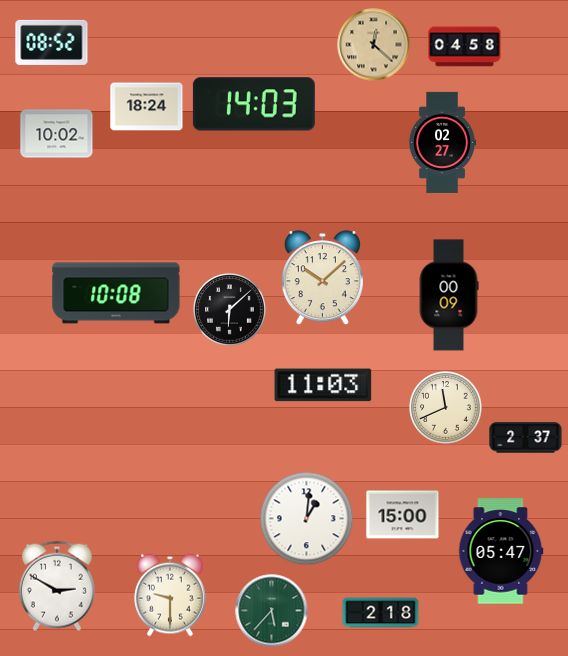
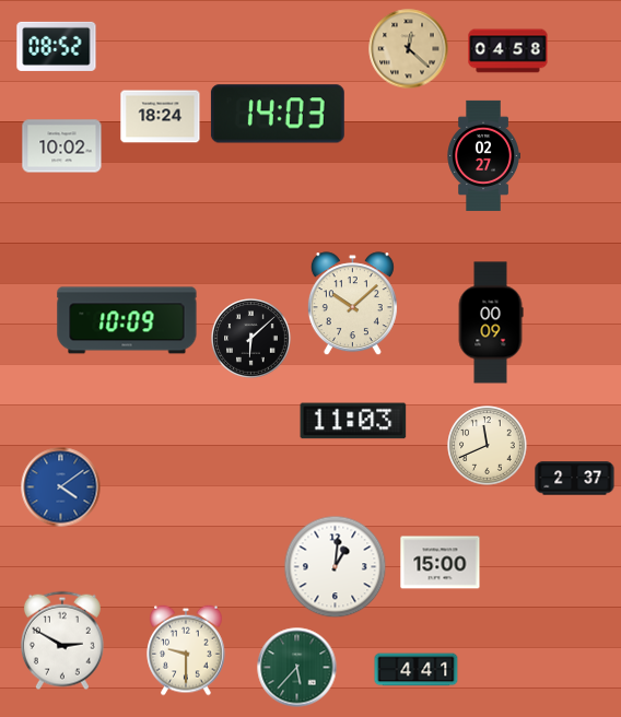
clock at (116, 293): 10:08 -> 10:09
clock at (61, 487): none -> 4:09
clock at (501, 551): 05:47 -> none
clock at (381, 613): 2:18 -> 4:41
